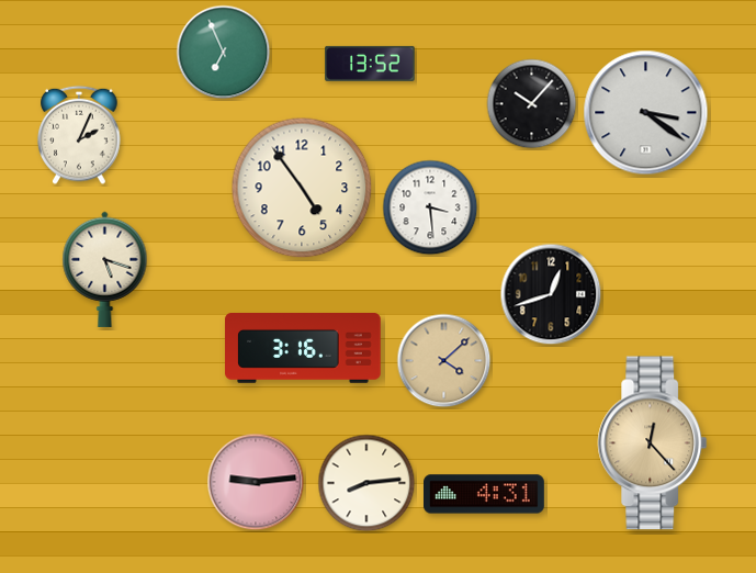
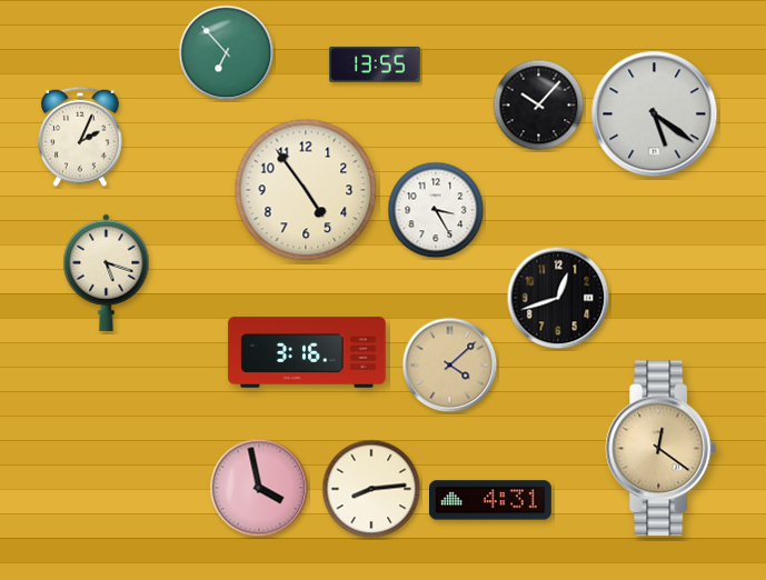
clock at (224, 53): 6:56 -> 6:53
clock at (370, 64): 13:52 -> 13:55
clock at (646, 113): 3:21 -> 5:21
clock at (430, 207): 3:29 -> 3:25
clock at (653, 443): 12:23 -> 12:21
clock at (256, 482): 9:14 -> 3:58
